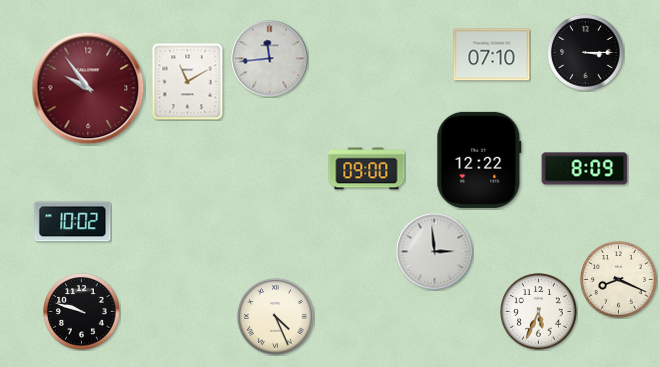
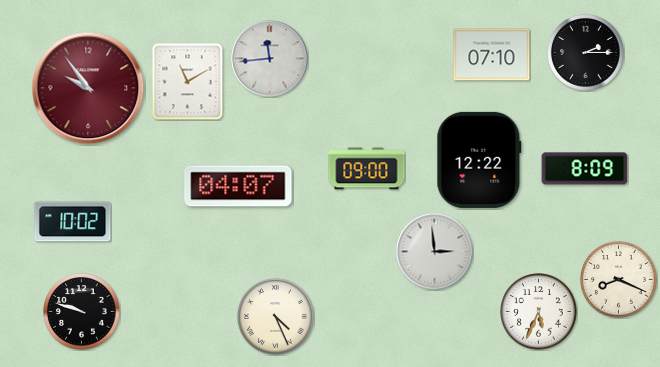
clock at (586, 53): 3:15 -> 2:15
clock at (238, 186): none -> 04:07
